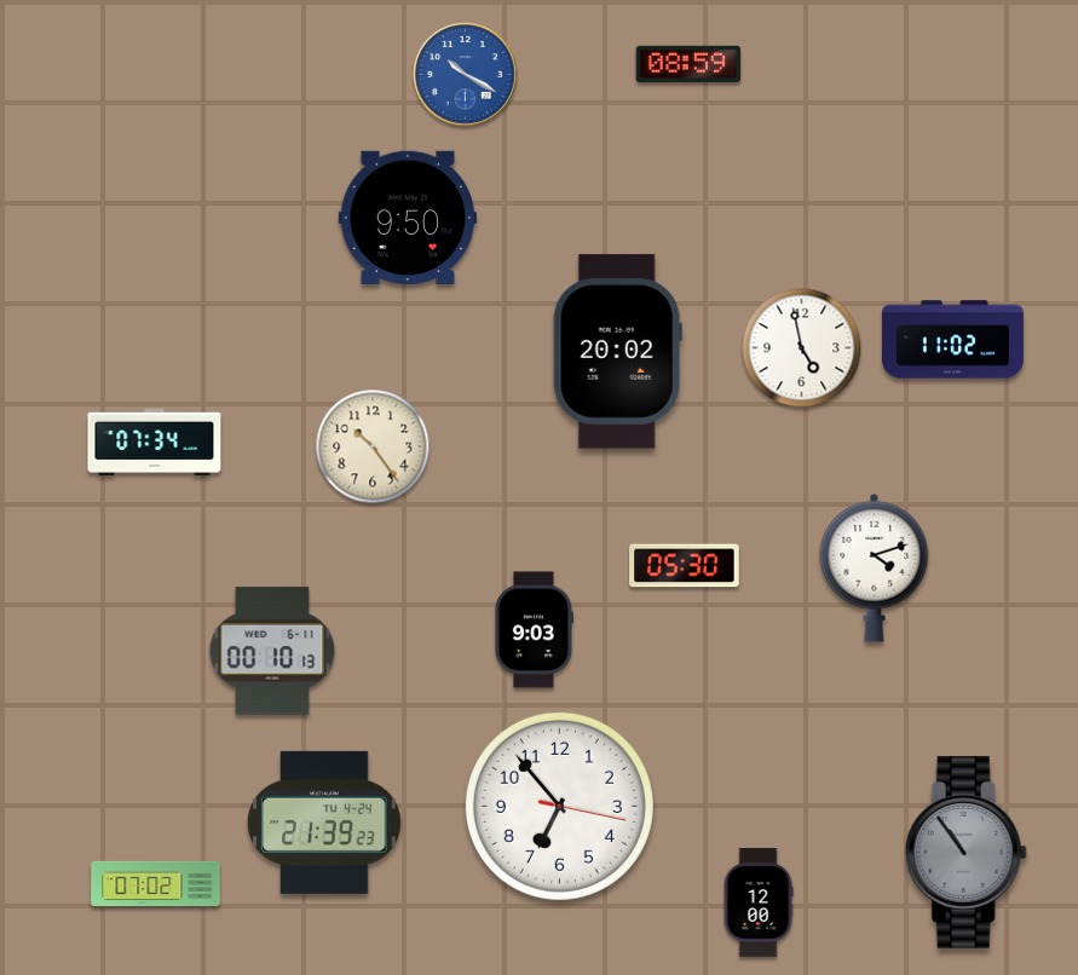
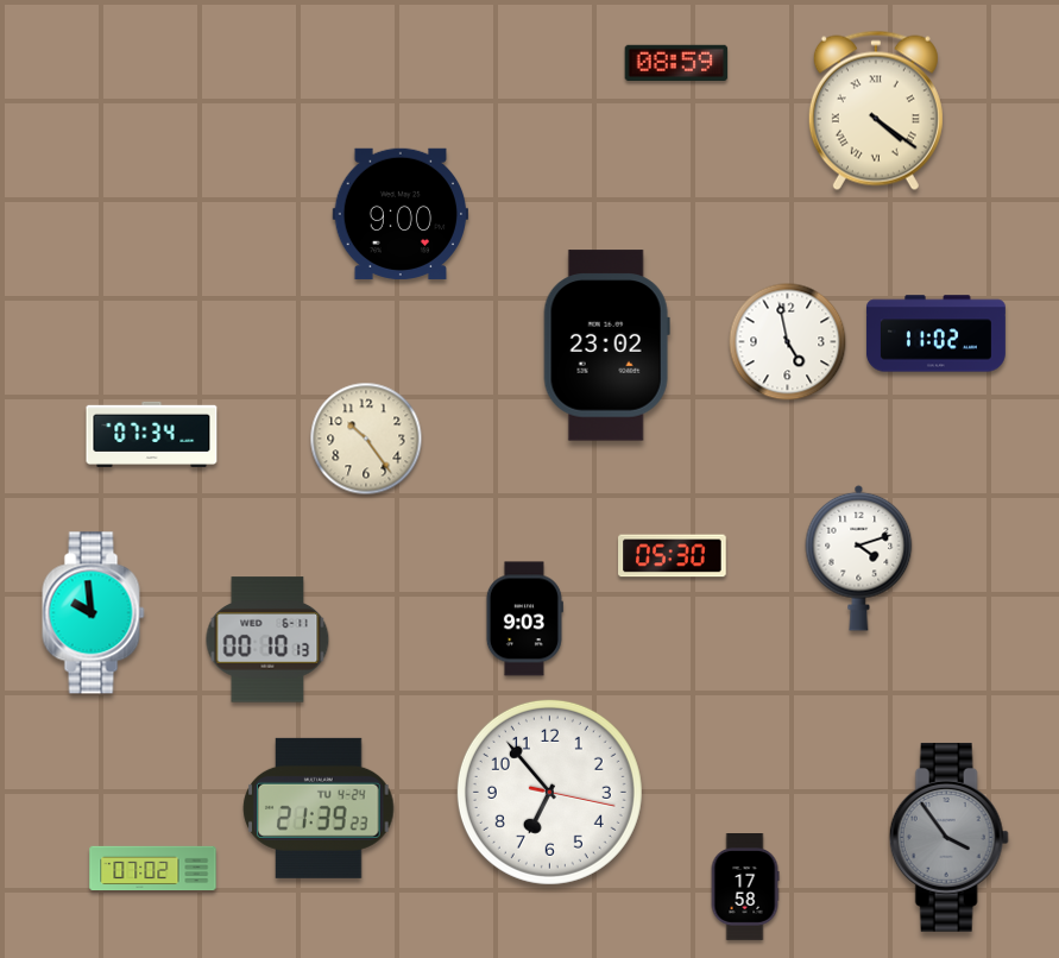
clock at (466, 75): 10:20 -> none
clock at (876, 111): none -> 4:21
clock at (407, 218): 9:50 -> 9:00
clock at (617, 352): 20:02 -> 23:02
clock at (94, 613): none -> 9:59
clock at (965, 852): 10:54 -> 3:54
clock at (759, 904): 12:00 -> 17:58
